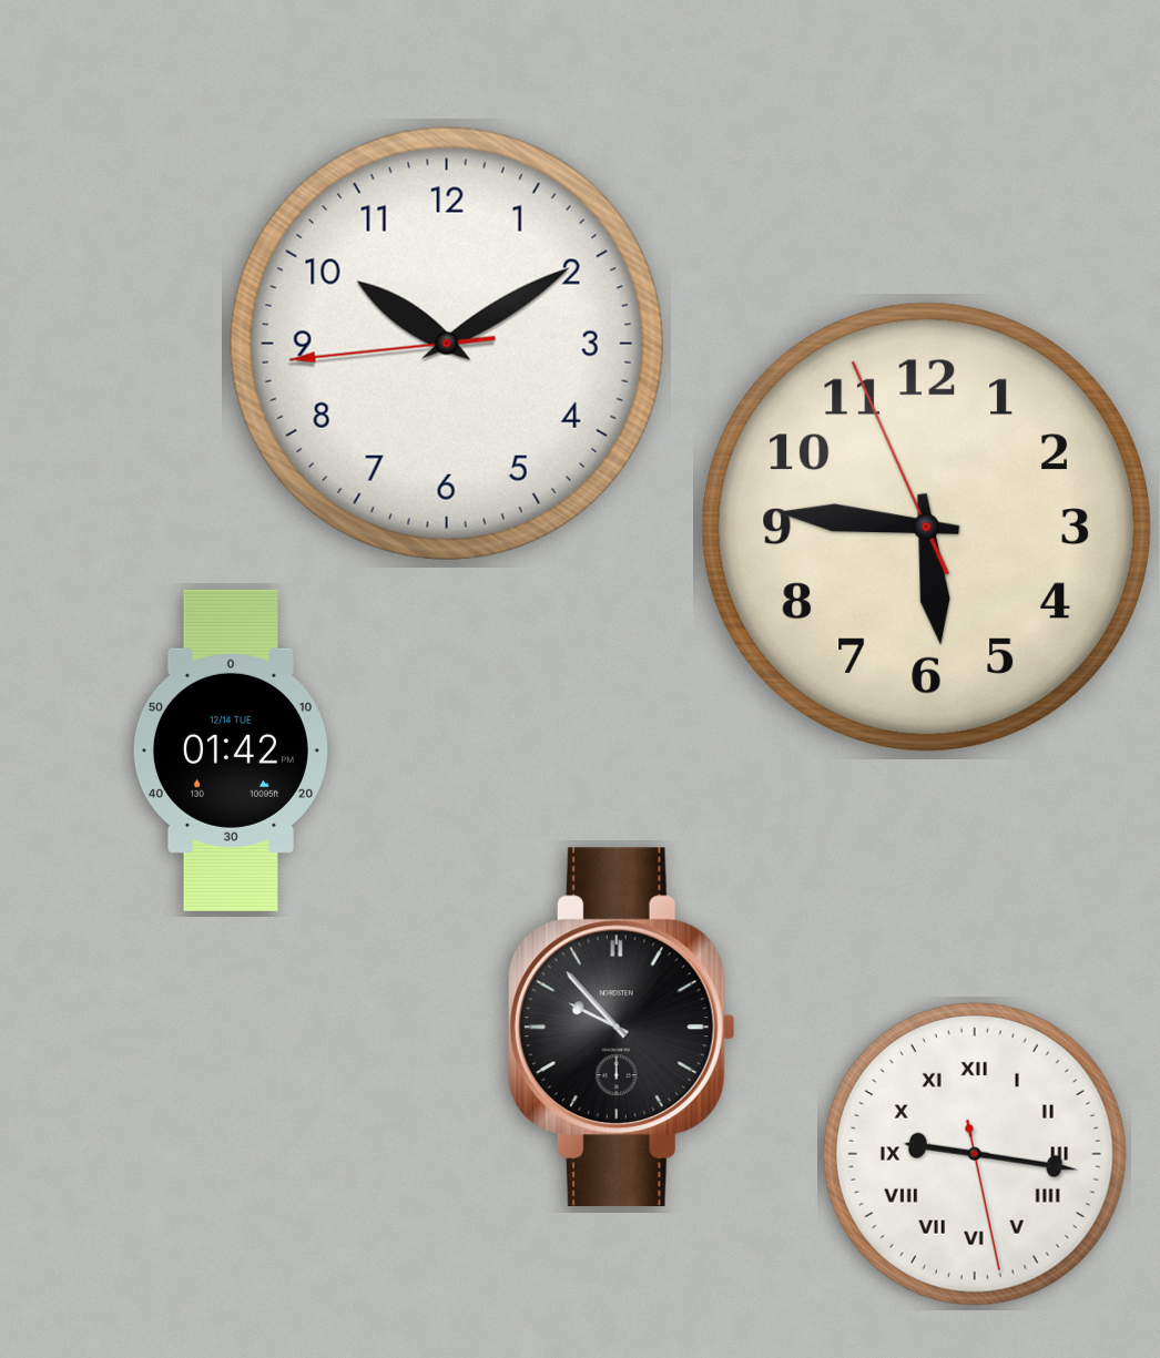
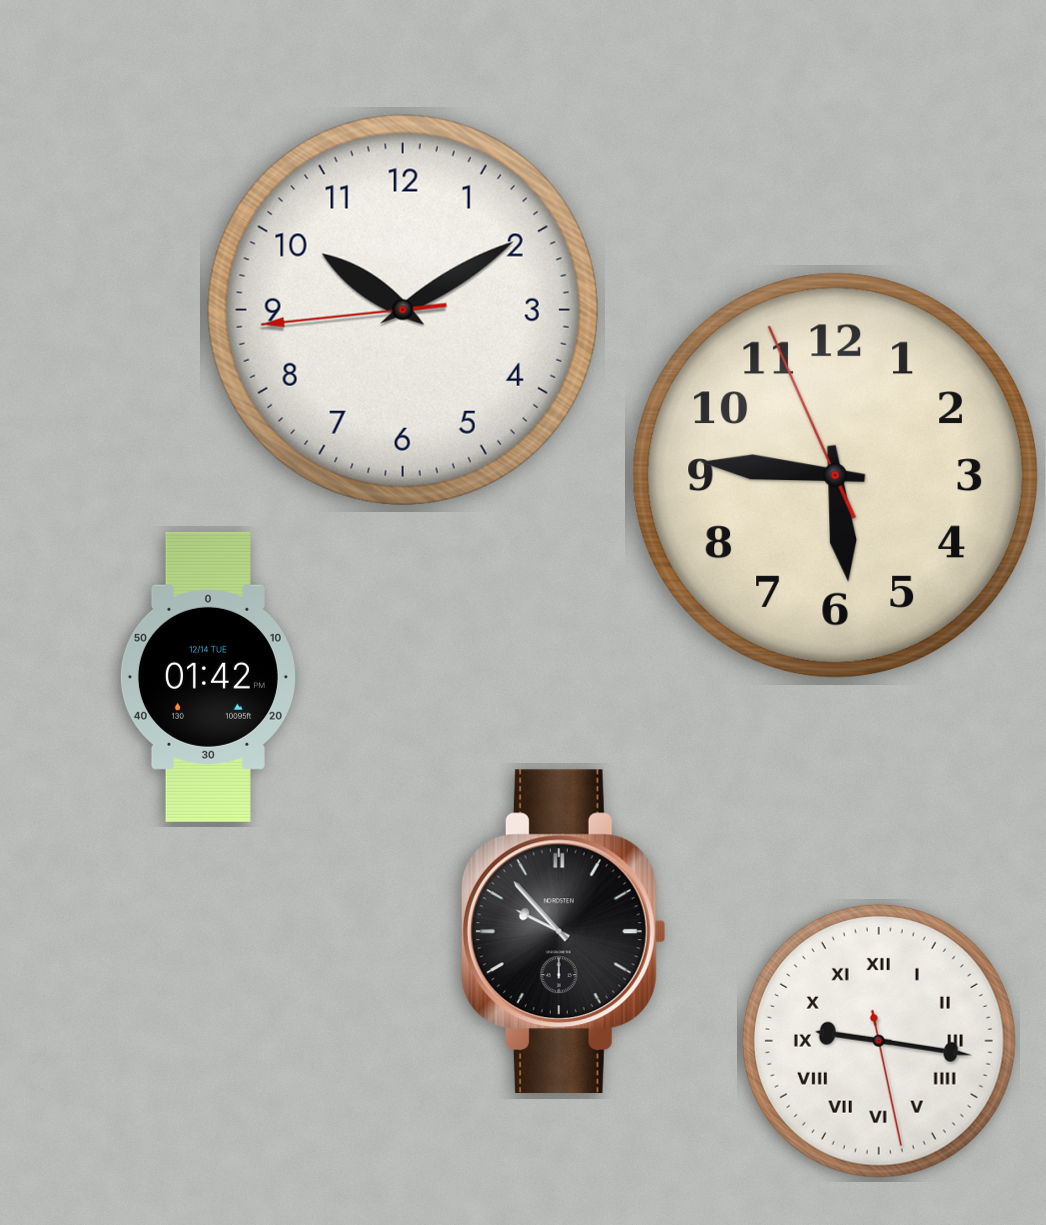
clock at (621, 1028) position: (621, 1028) -> (563, 932)
